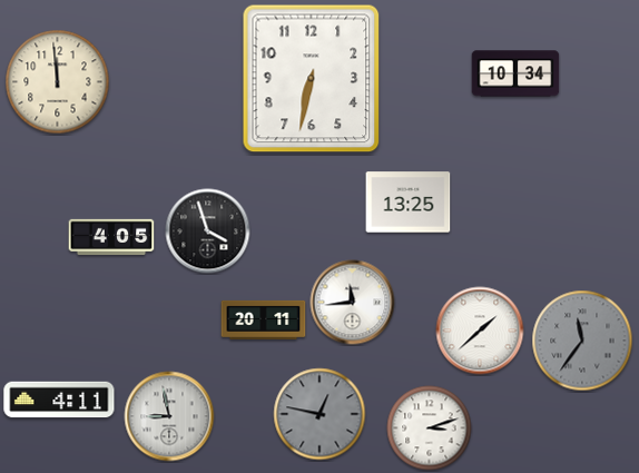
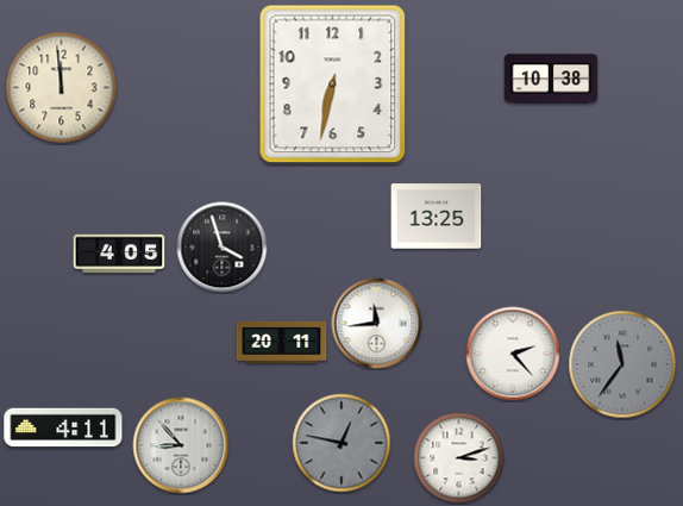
clock at (515, 73): 10:34 -> 10:38
clock at (480, 331): 1:38 -> 2:23
clock at (169, 416): 8:58 -> 8:53
